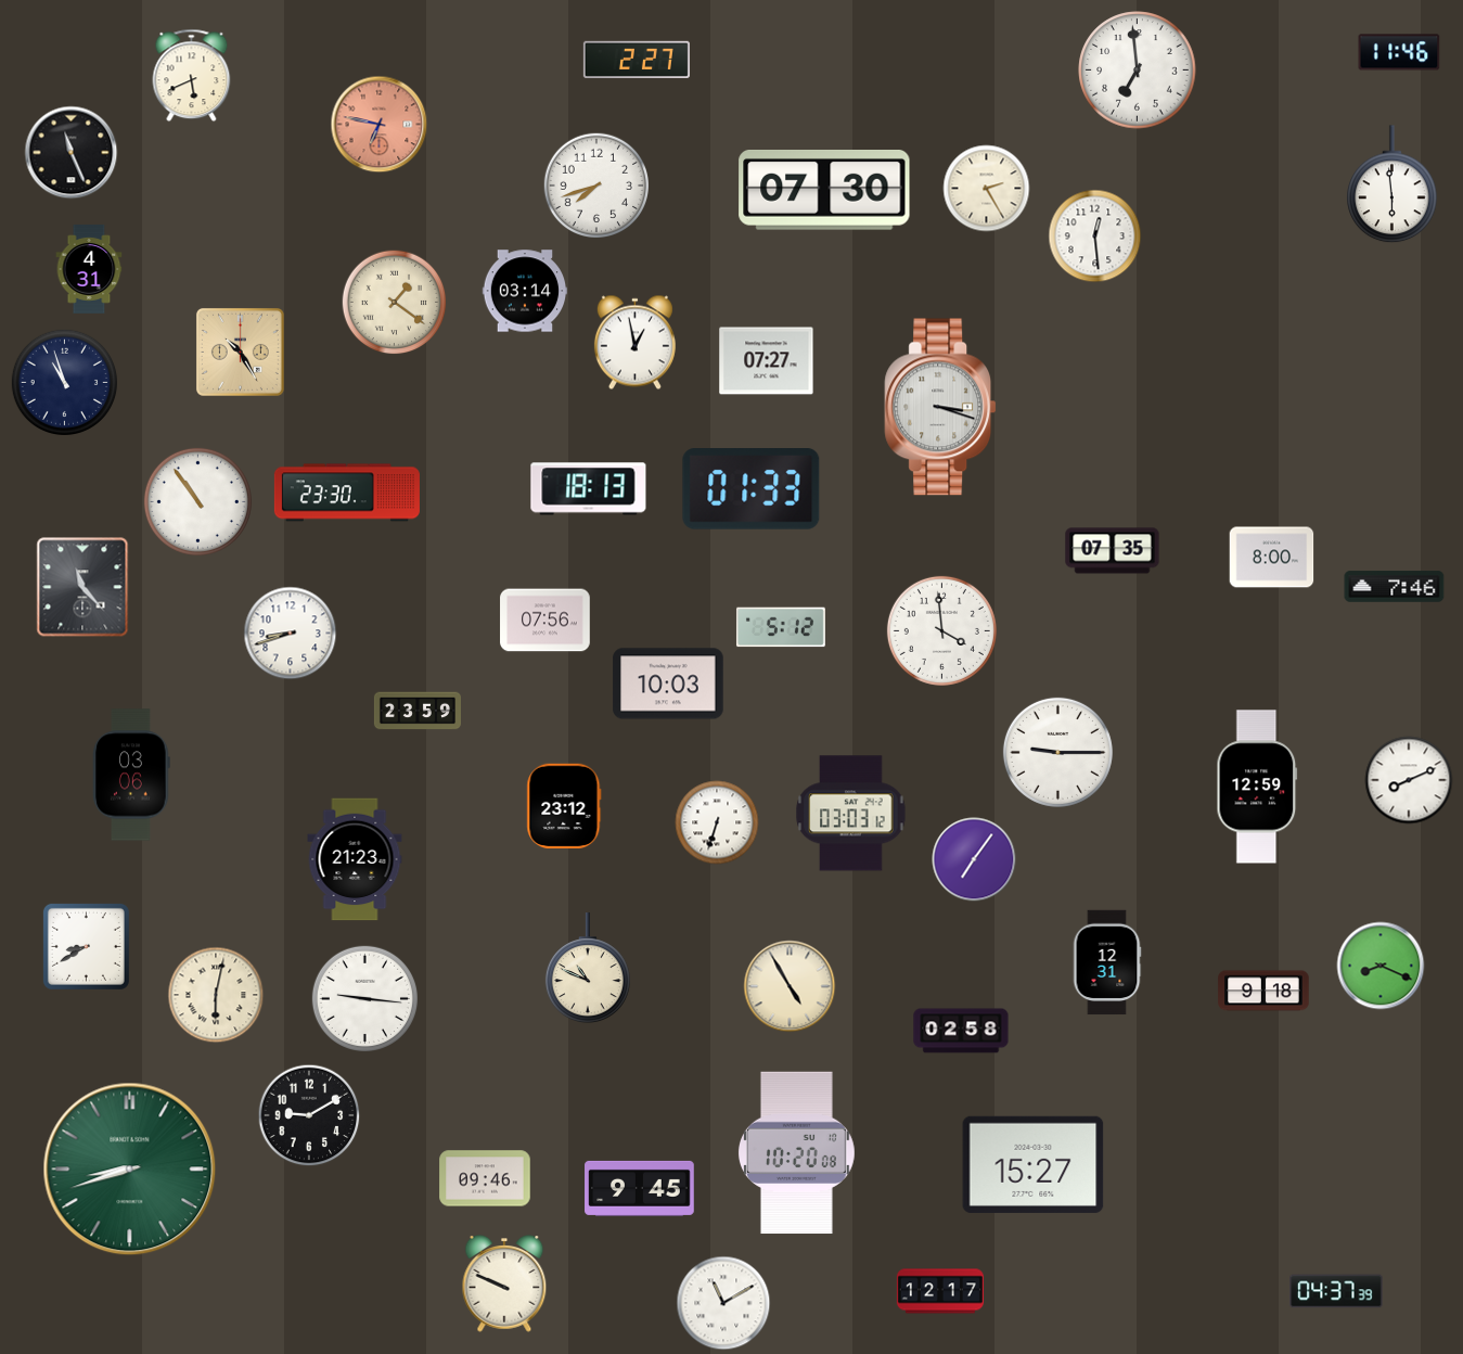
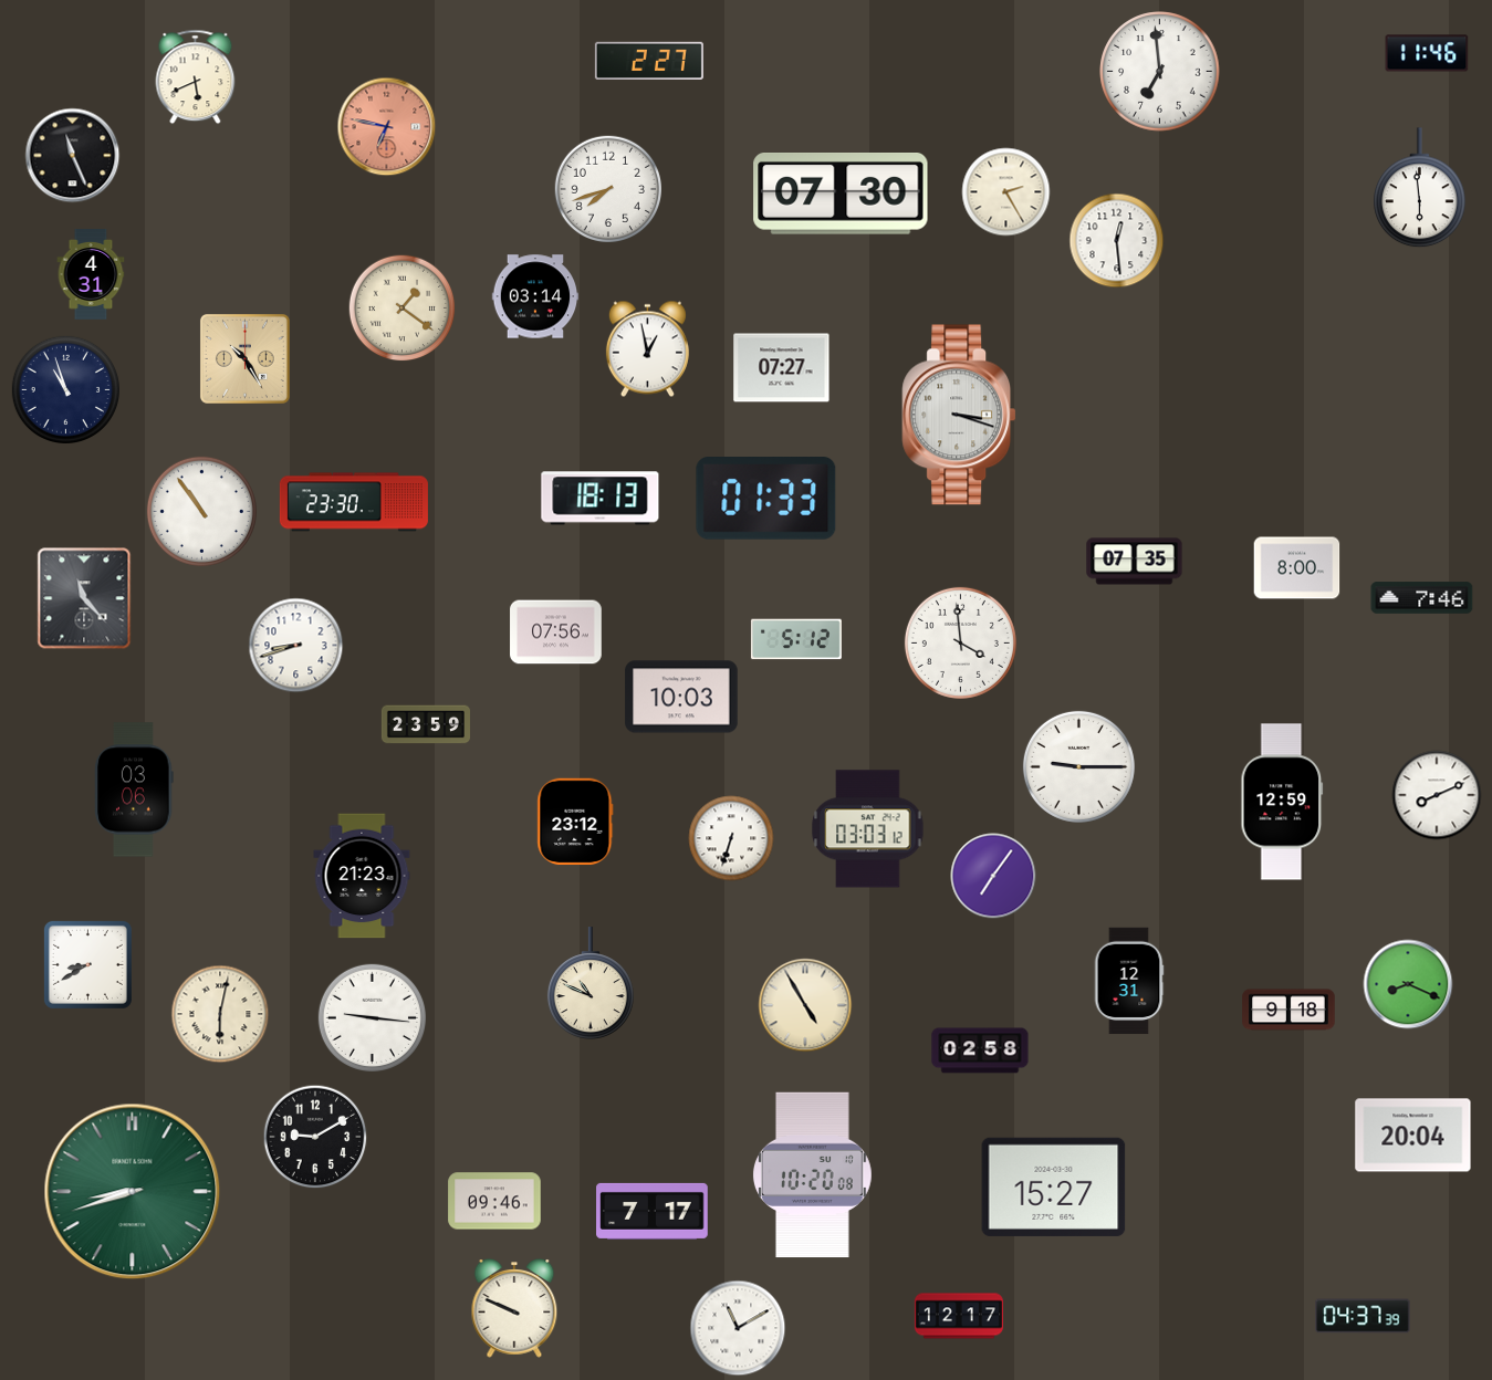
clock at (588, 969) position: (588, 969) -> (591, 984)
clock at (1413, 1136): none -> 20:04
clock at (640, 1188): 9:45 -> 7:17
